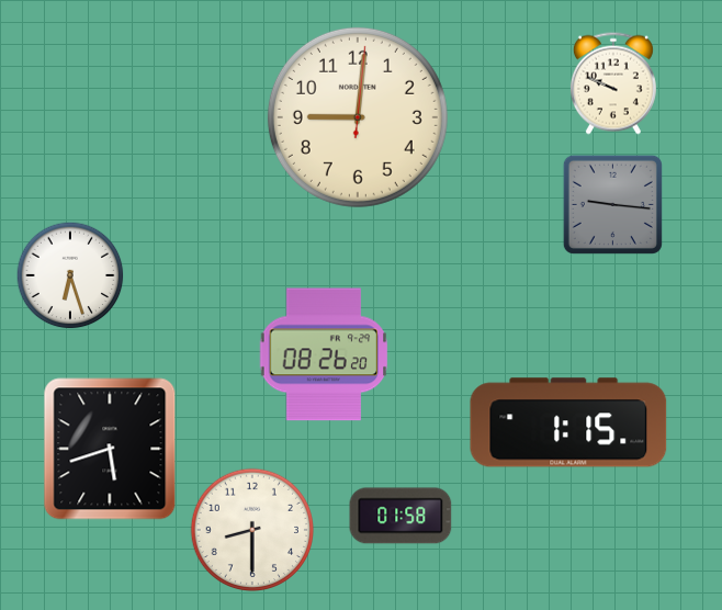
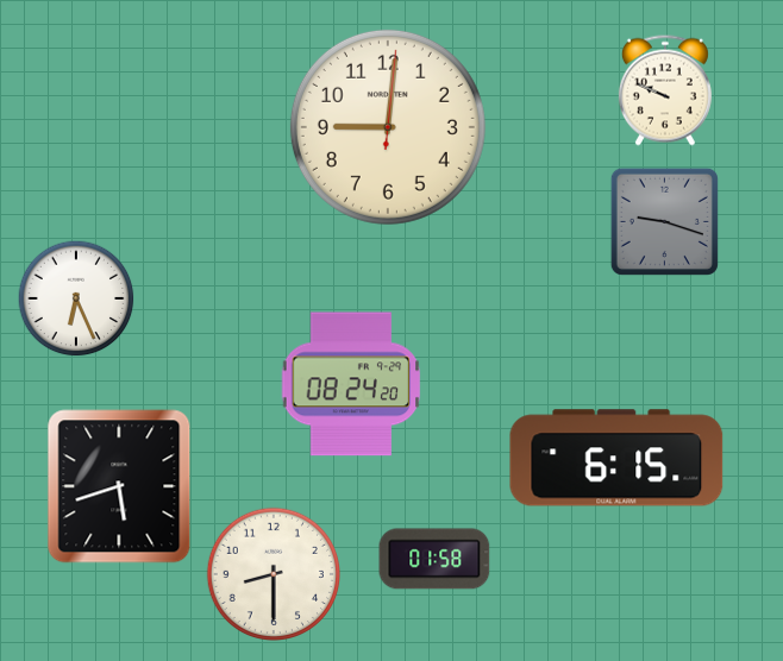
clock at (612, 204): 9:16 -> 9:18
clock at (70, 275): 6:27 -> 6:26
clock at (324, 354): 08:26 -> 08:24
clock at (568, 422): 1:15 -> 6:15
